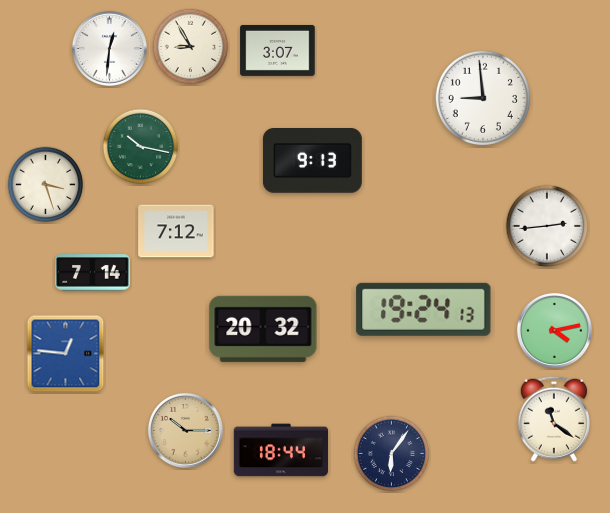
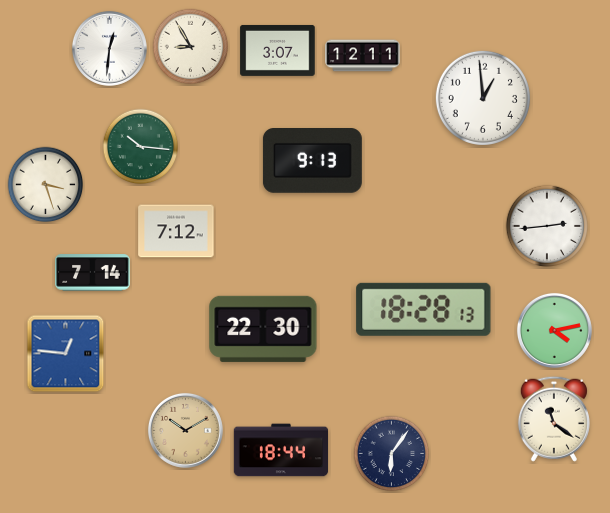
clock at (363, 56): none -> 12:11
clock at (483, 98): 8:59 -> 12:59
clock at (141, 147): 10:17 -> 10:16
clock at (424, 309): 19:24 -> 18:28
clock at (263, 329): 20:32 -> 22:30
clock at (185, 430): 10:15 -> 10:10
